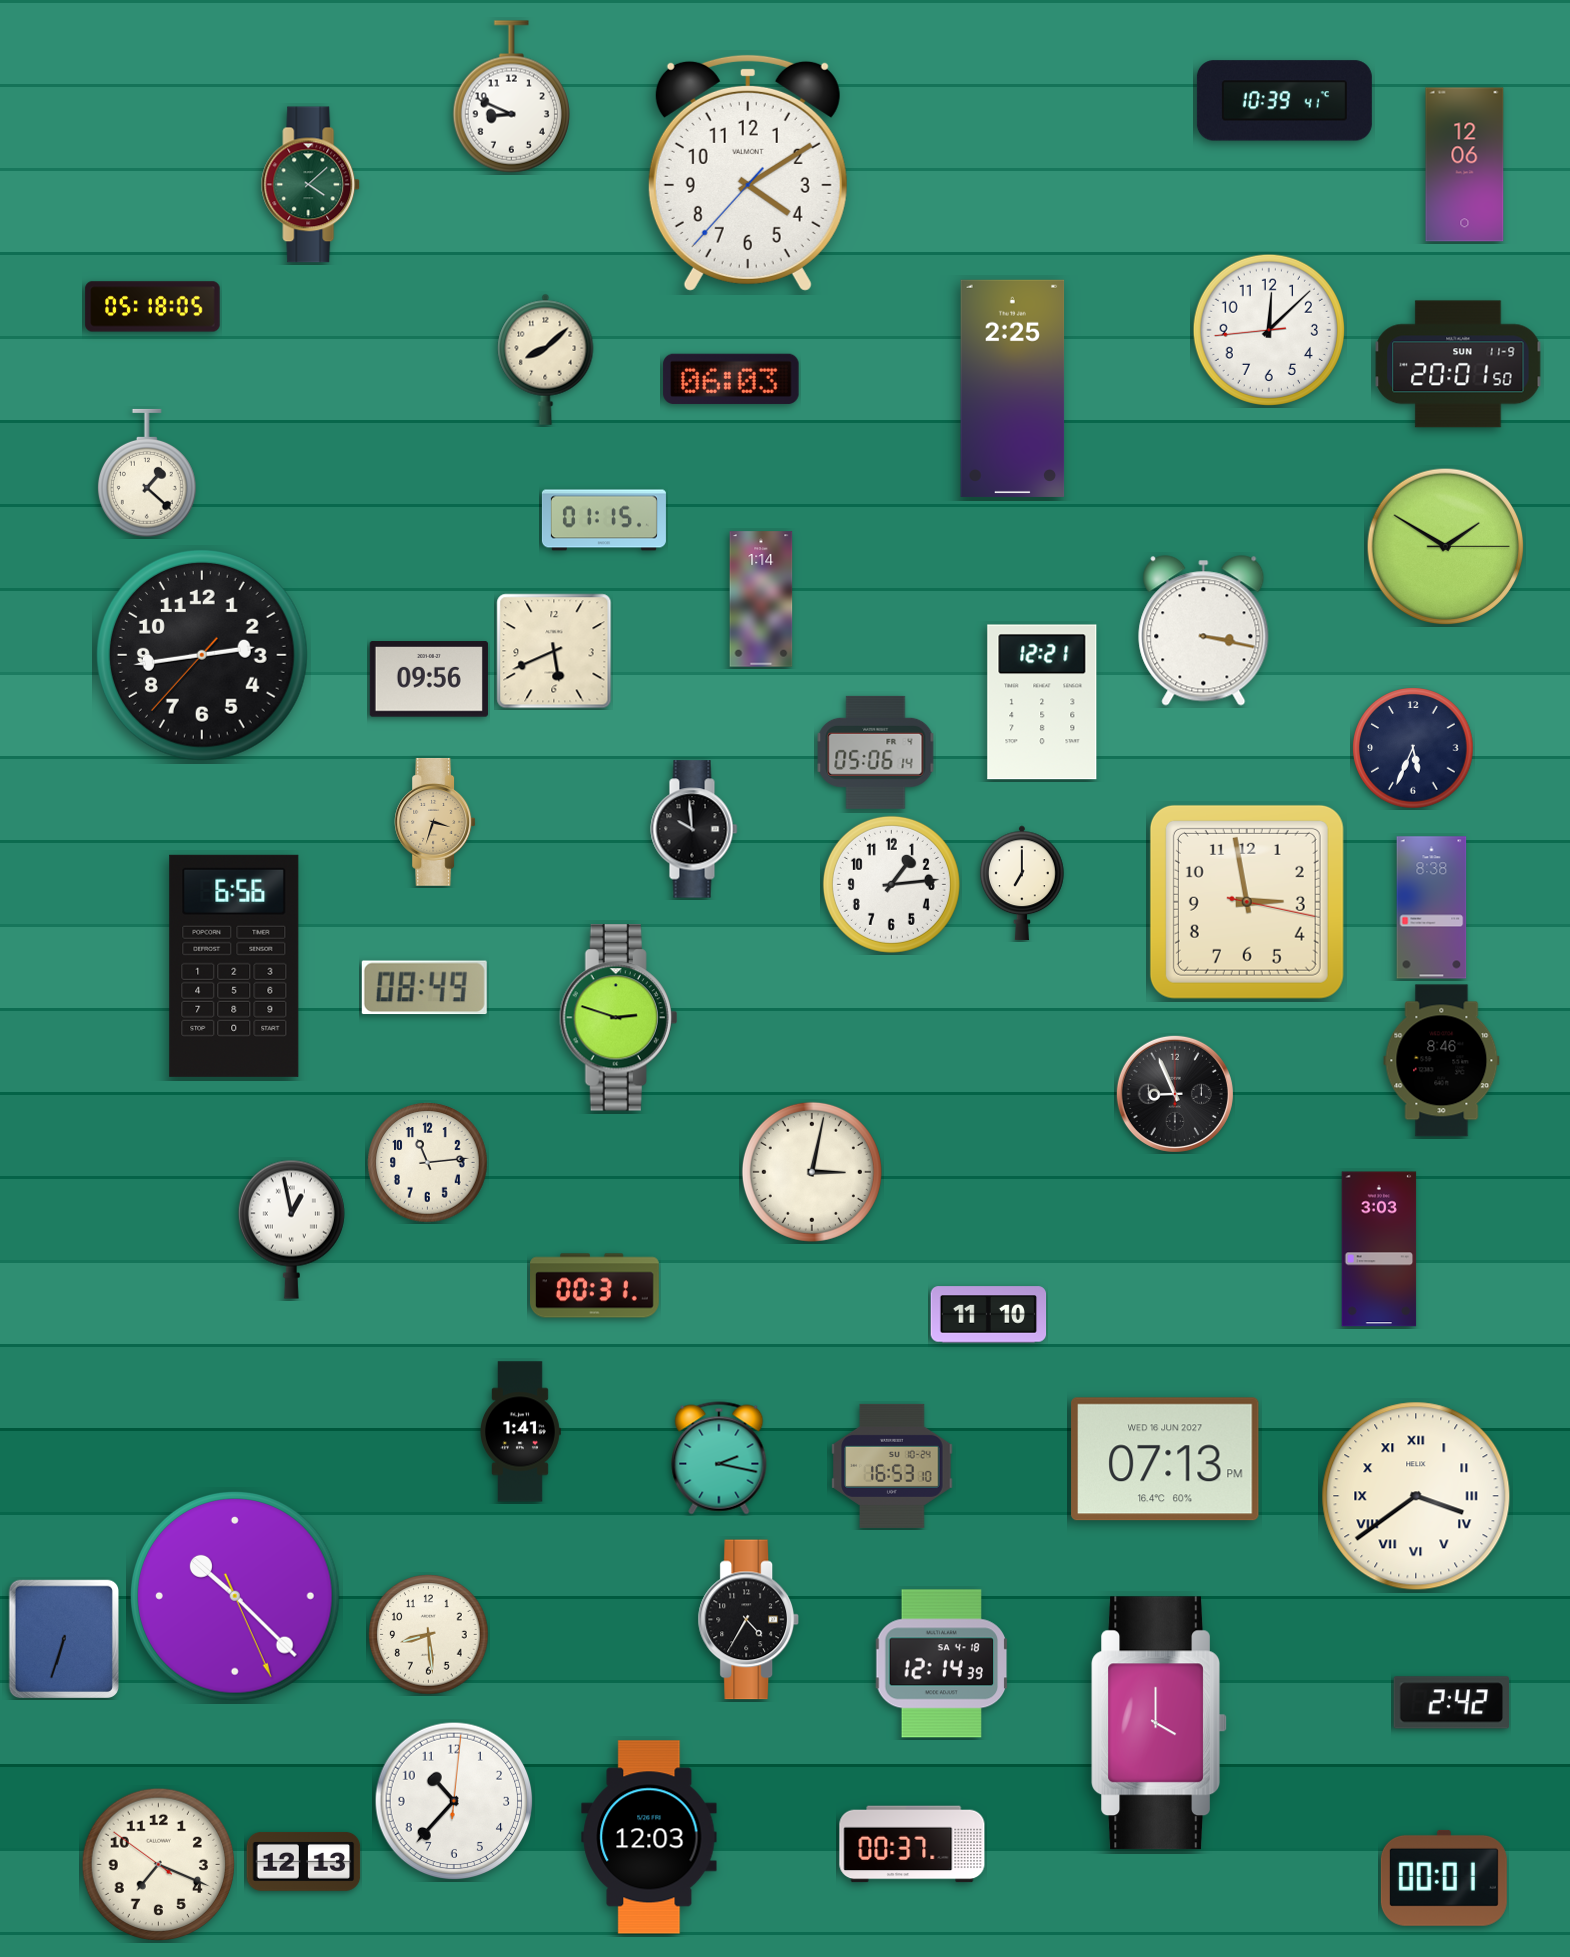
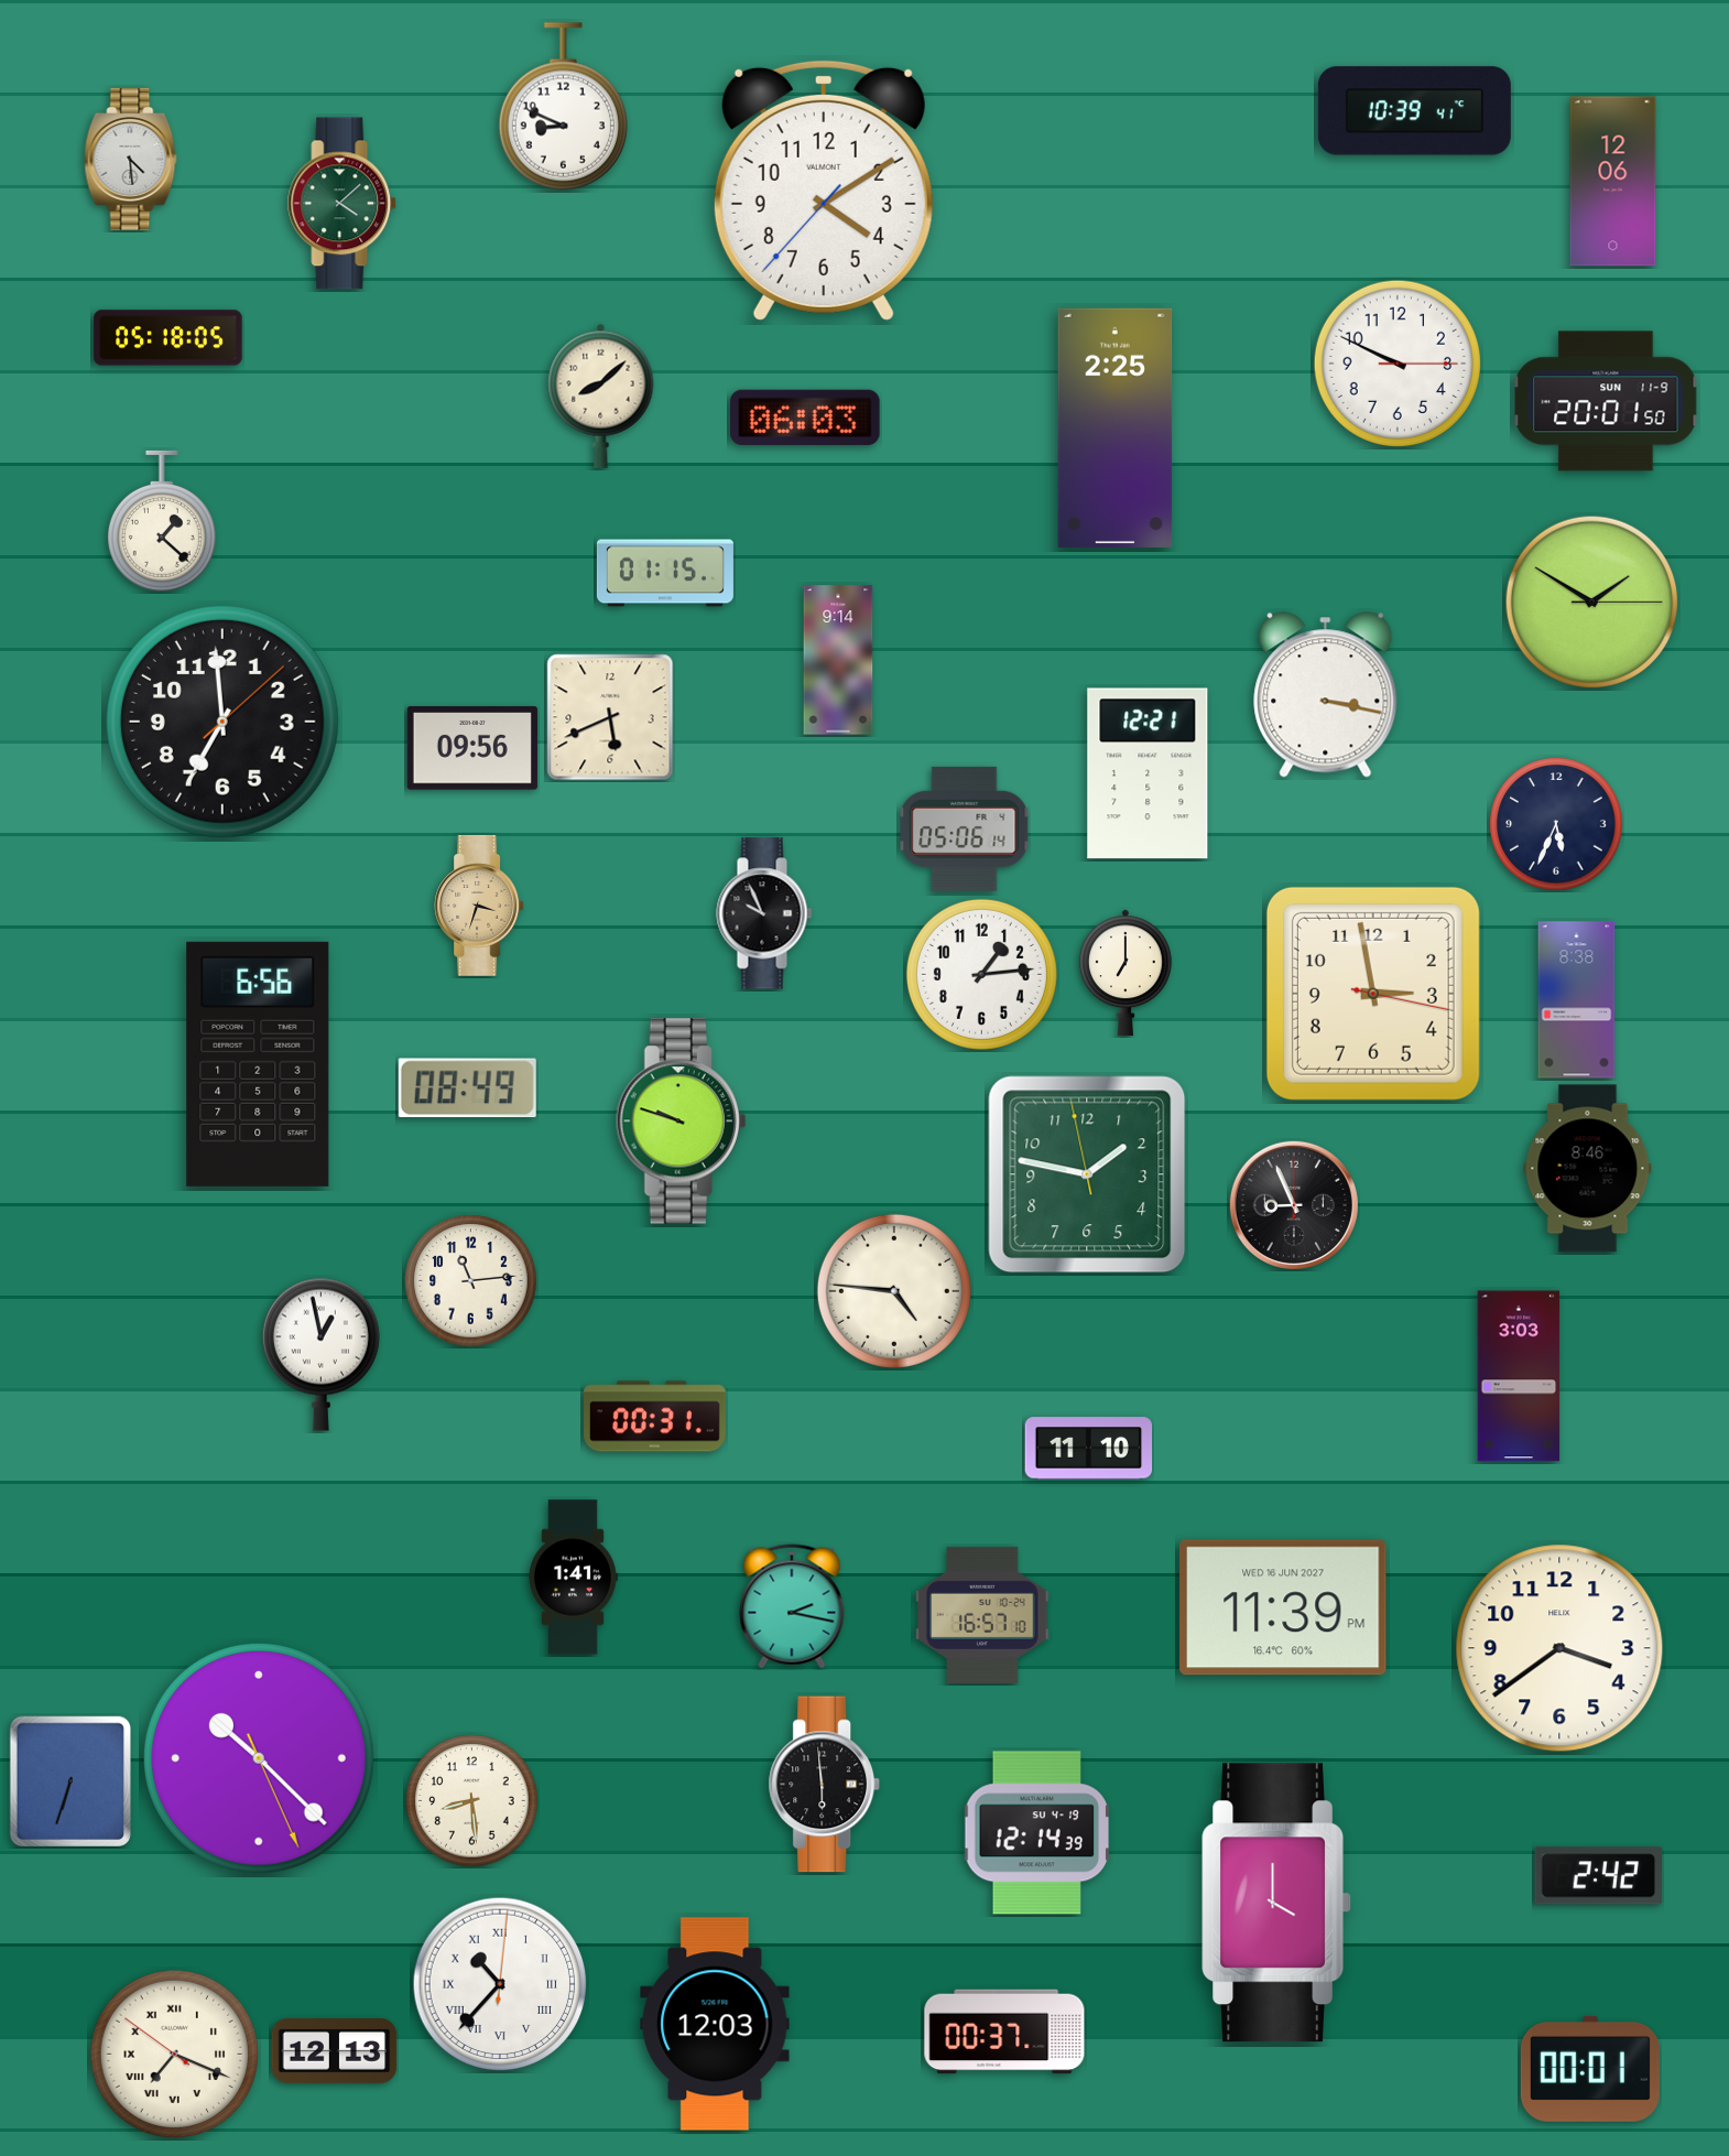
clock at (131, 159): none -> 4:29
clock at (1268, 329): 12:07 -> 9:49
clock at (761, 599): 1:14 -> 9:14
clock at (202, 655): 2:43 -> 6:59
clock at (694, 829): 9:59 -> 9:56
clock at (619, 1018): 2:48 -> 9:48
clock at (1087, 1174): none -> 1:46
clock at (812, 1172): 3:02 -> 4:46
clock at (1165, 1459): 07:13 -> 11:39
clock at (892, 1466): 16:53 -> 16:57
clock at (1416, 1496) numerals: Roman -> Arabic
clock at (748, 1620): 4:35 -> 5:59
clock at (63, 1638) position: (63, 1638) -> (69, 1780)
clock at (942, 1664) date: SA 4-18 -> SU 4-19
clock at (1159, 1723) position: (1159, 1723) -> (1276, 1903)
clock at (454, 1801) numerals: Arabic -> Roman
clock at (158, 1864) numerals: Arabic -> Roman
